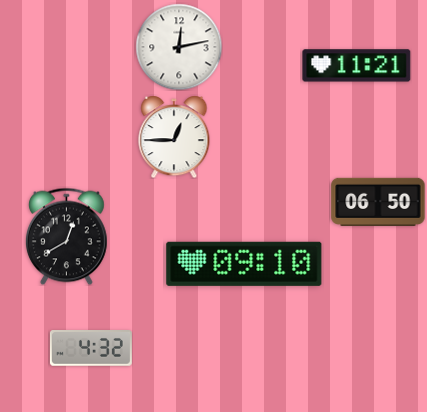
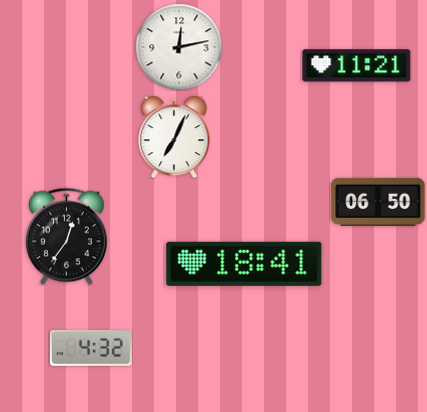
clock at (174, 137): 12:45 -> 7:04
clock at (66, 236): 12:40 -> 12:36
clock at (244, 264): 09:10 -> 18:41
